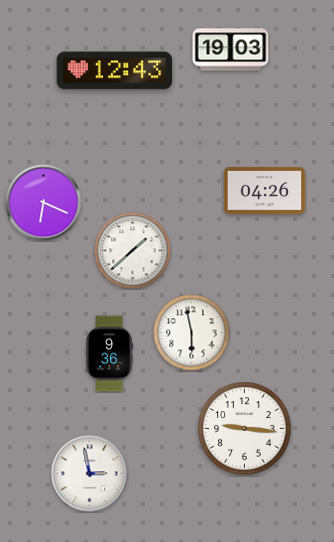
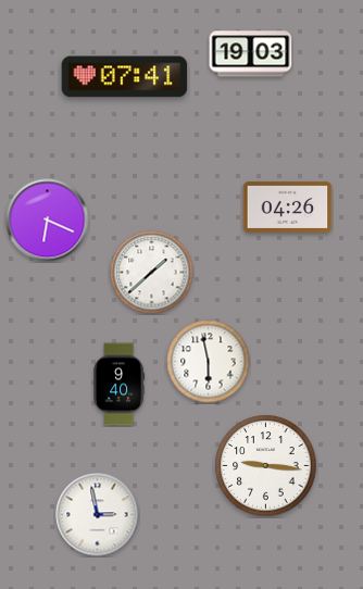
clock at (115, 71): 12:43 -> 07:41
clock at (133, 251) position: (133, 251) -> (152, 273)
clock at (110, 354): 9:36 -> 9:40
